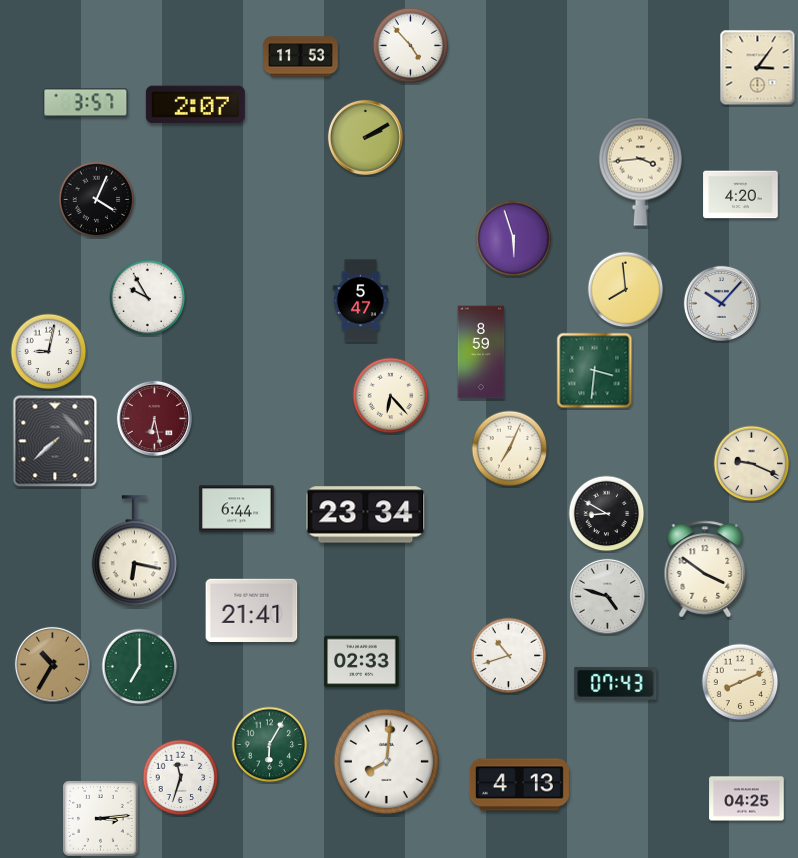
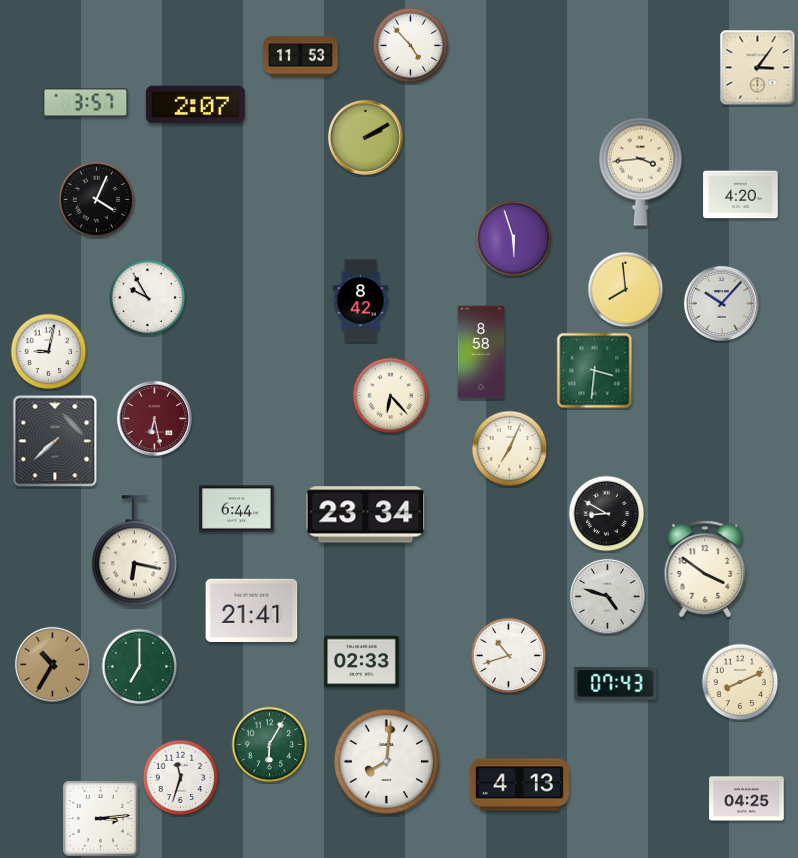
clock at (360, 301): 5:47 -> 8:42
clock at (481, 352): 8:59 -> 8:58
clock at (752, 464): 9:19 -> none
